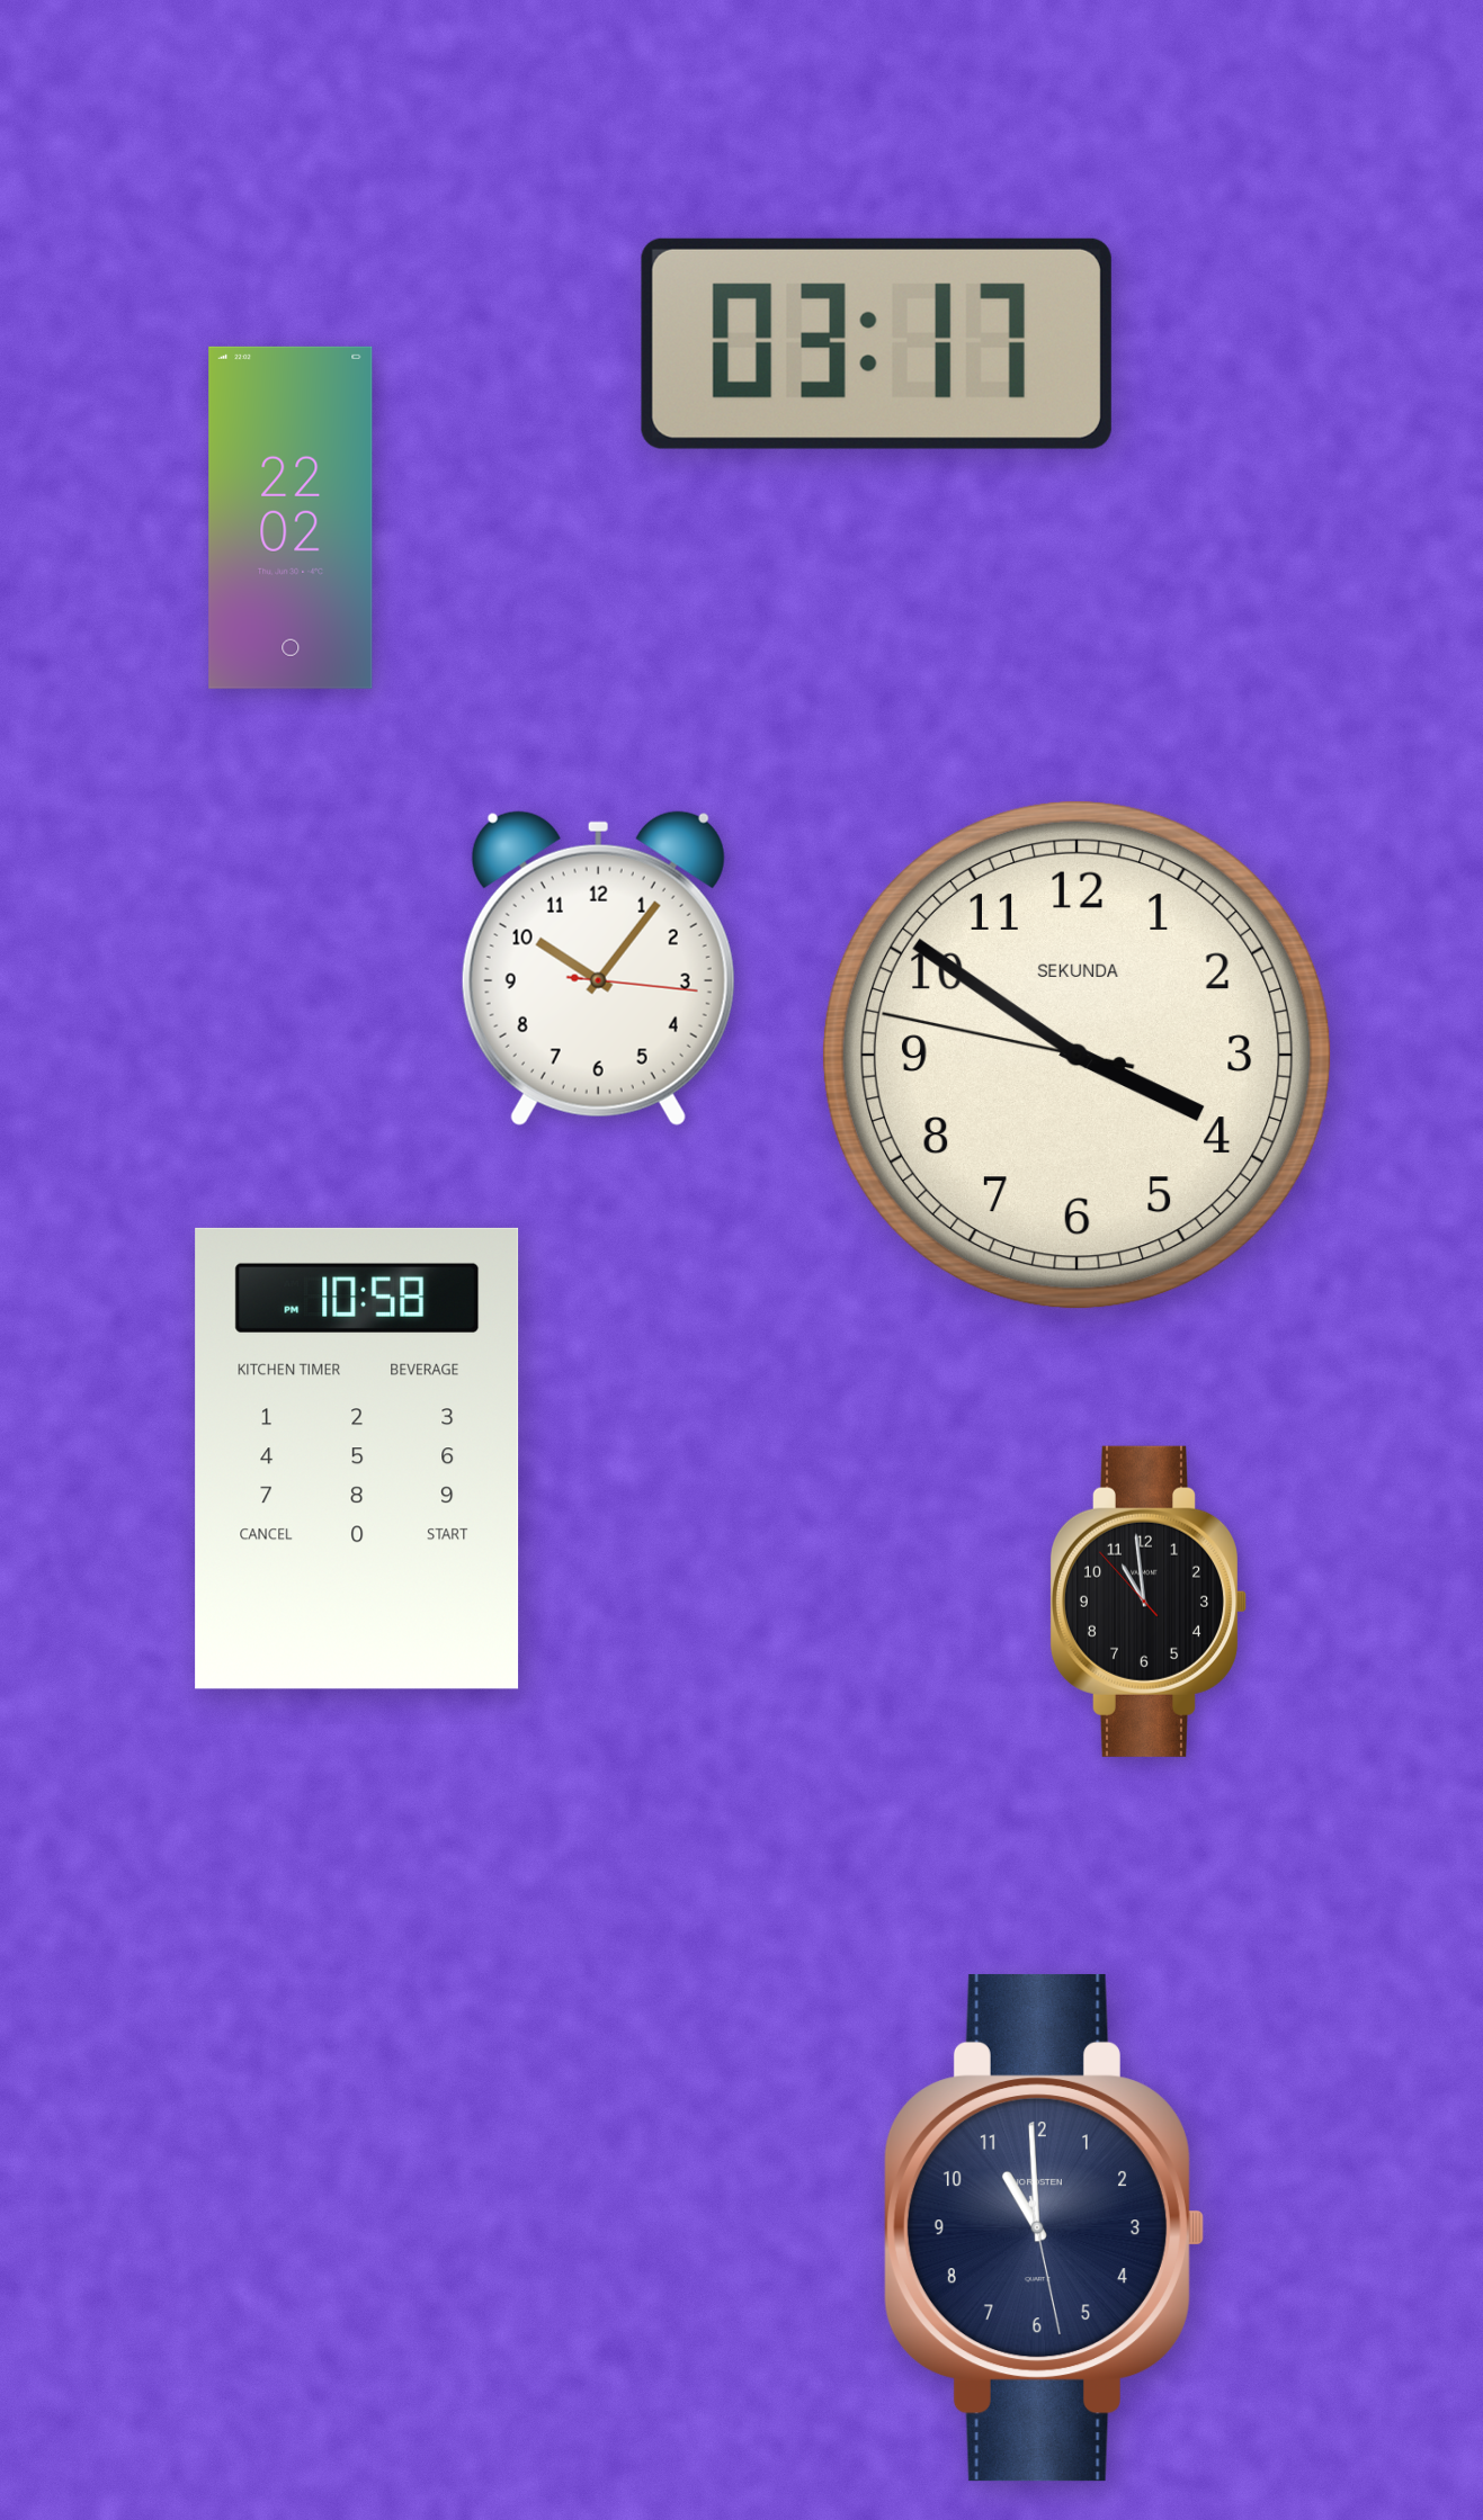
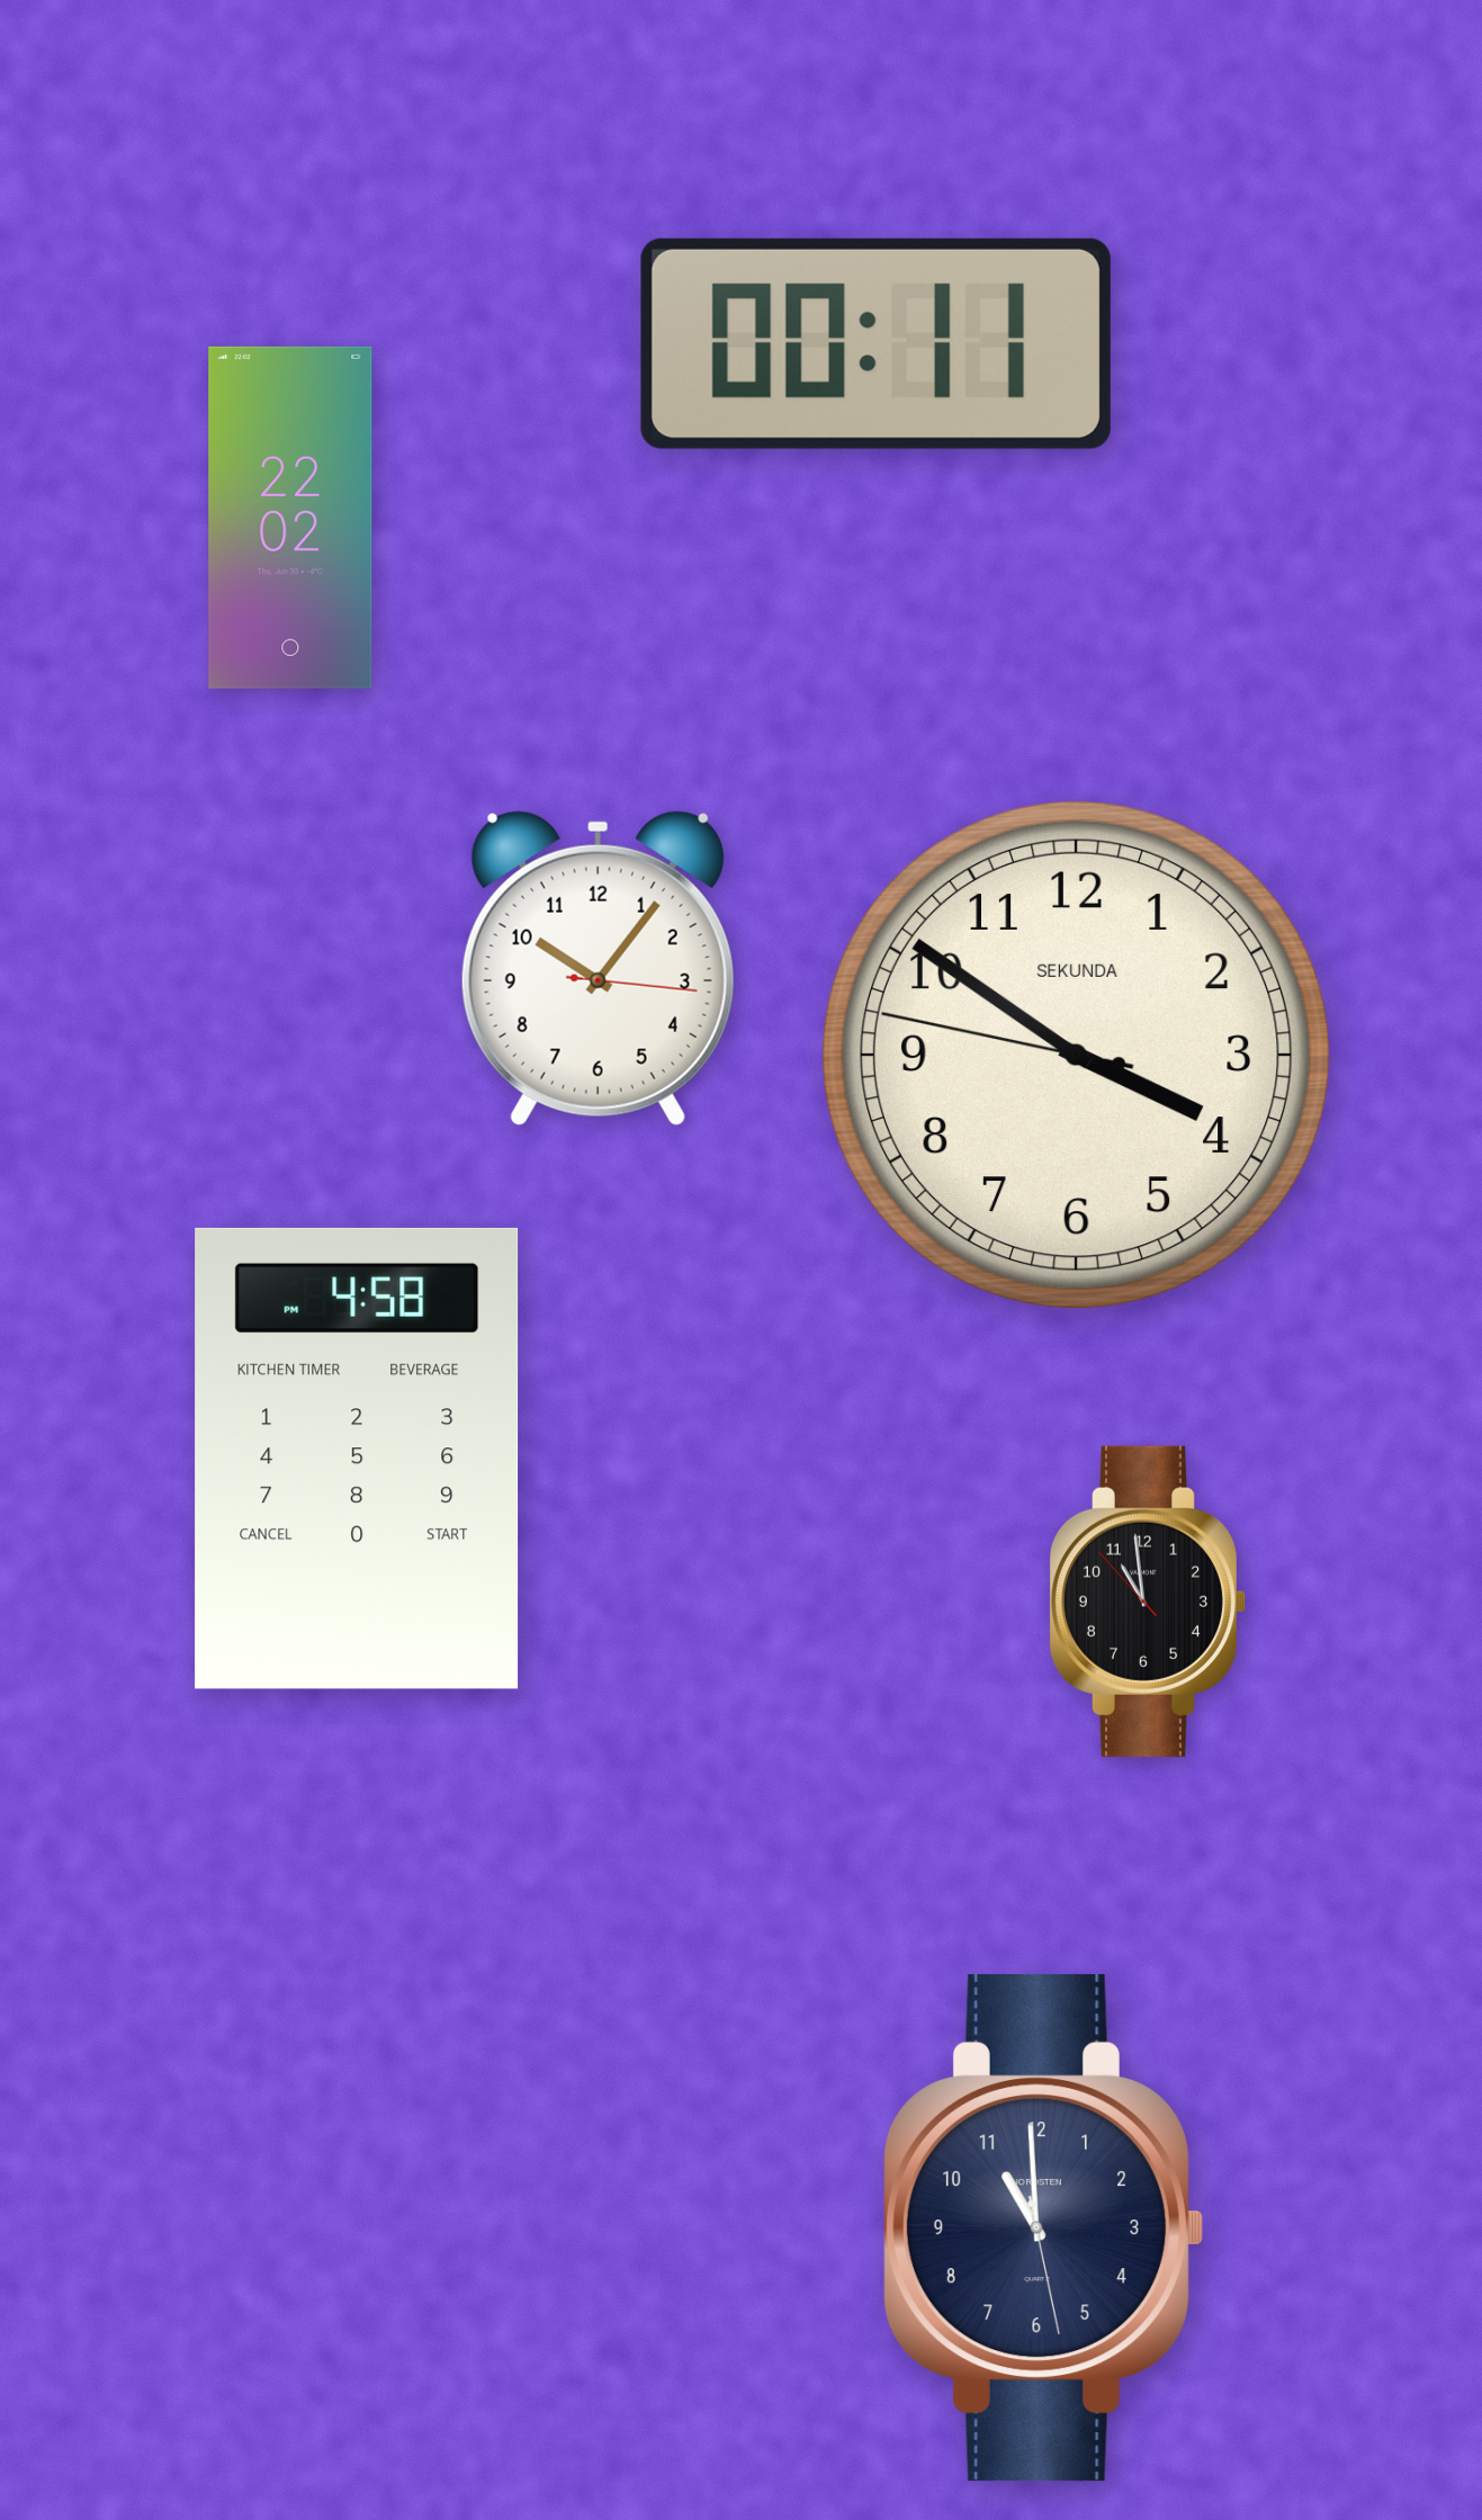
clock at (876, 343): 03:17 -> 00:11
clock at (357, 1459): 10:58 -> 4:58
